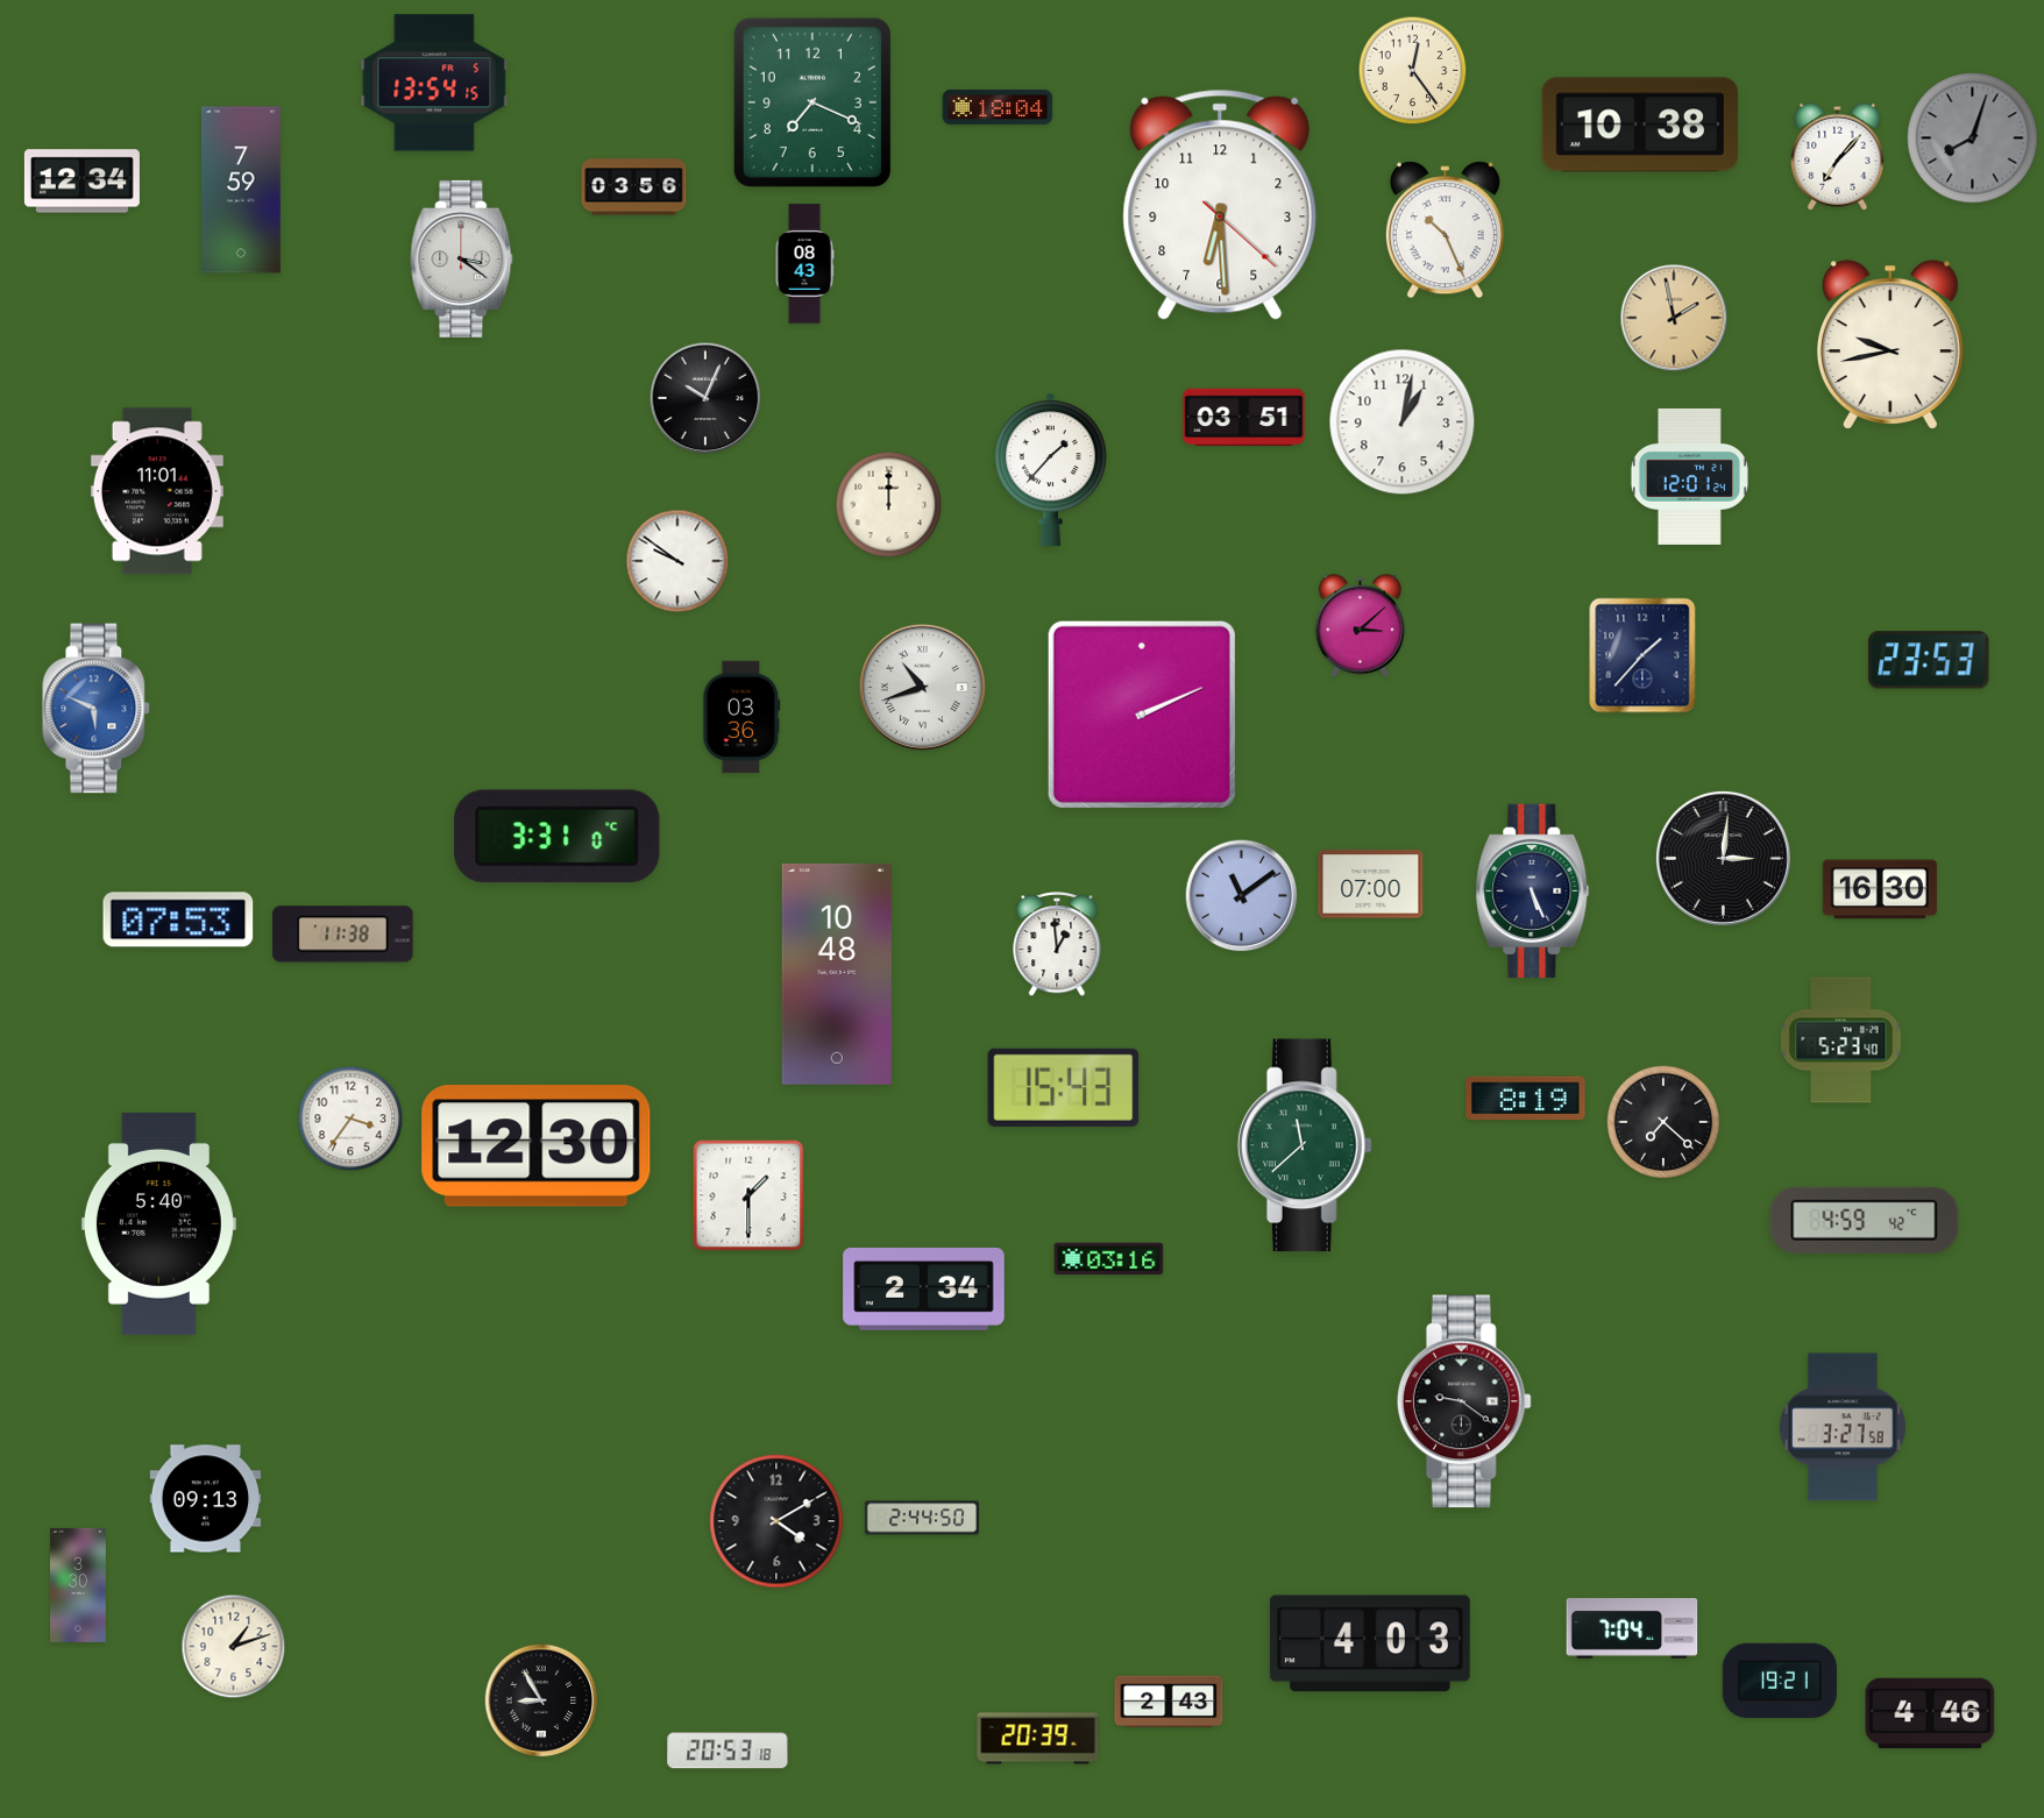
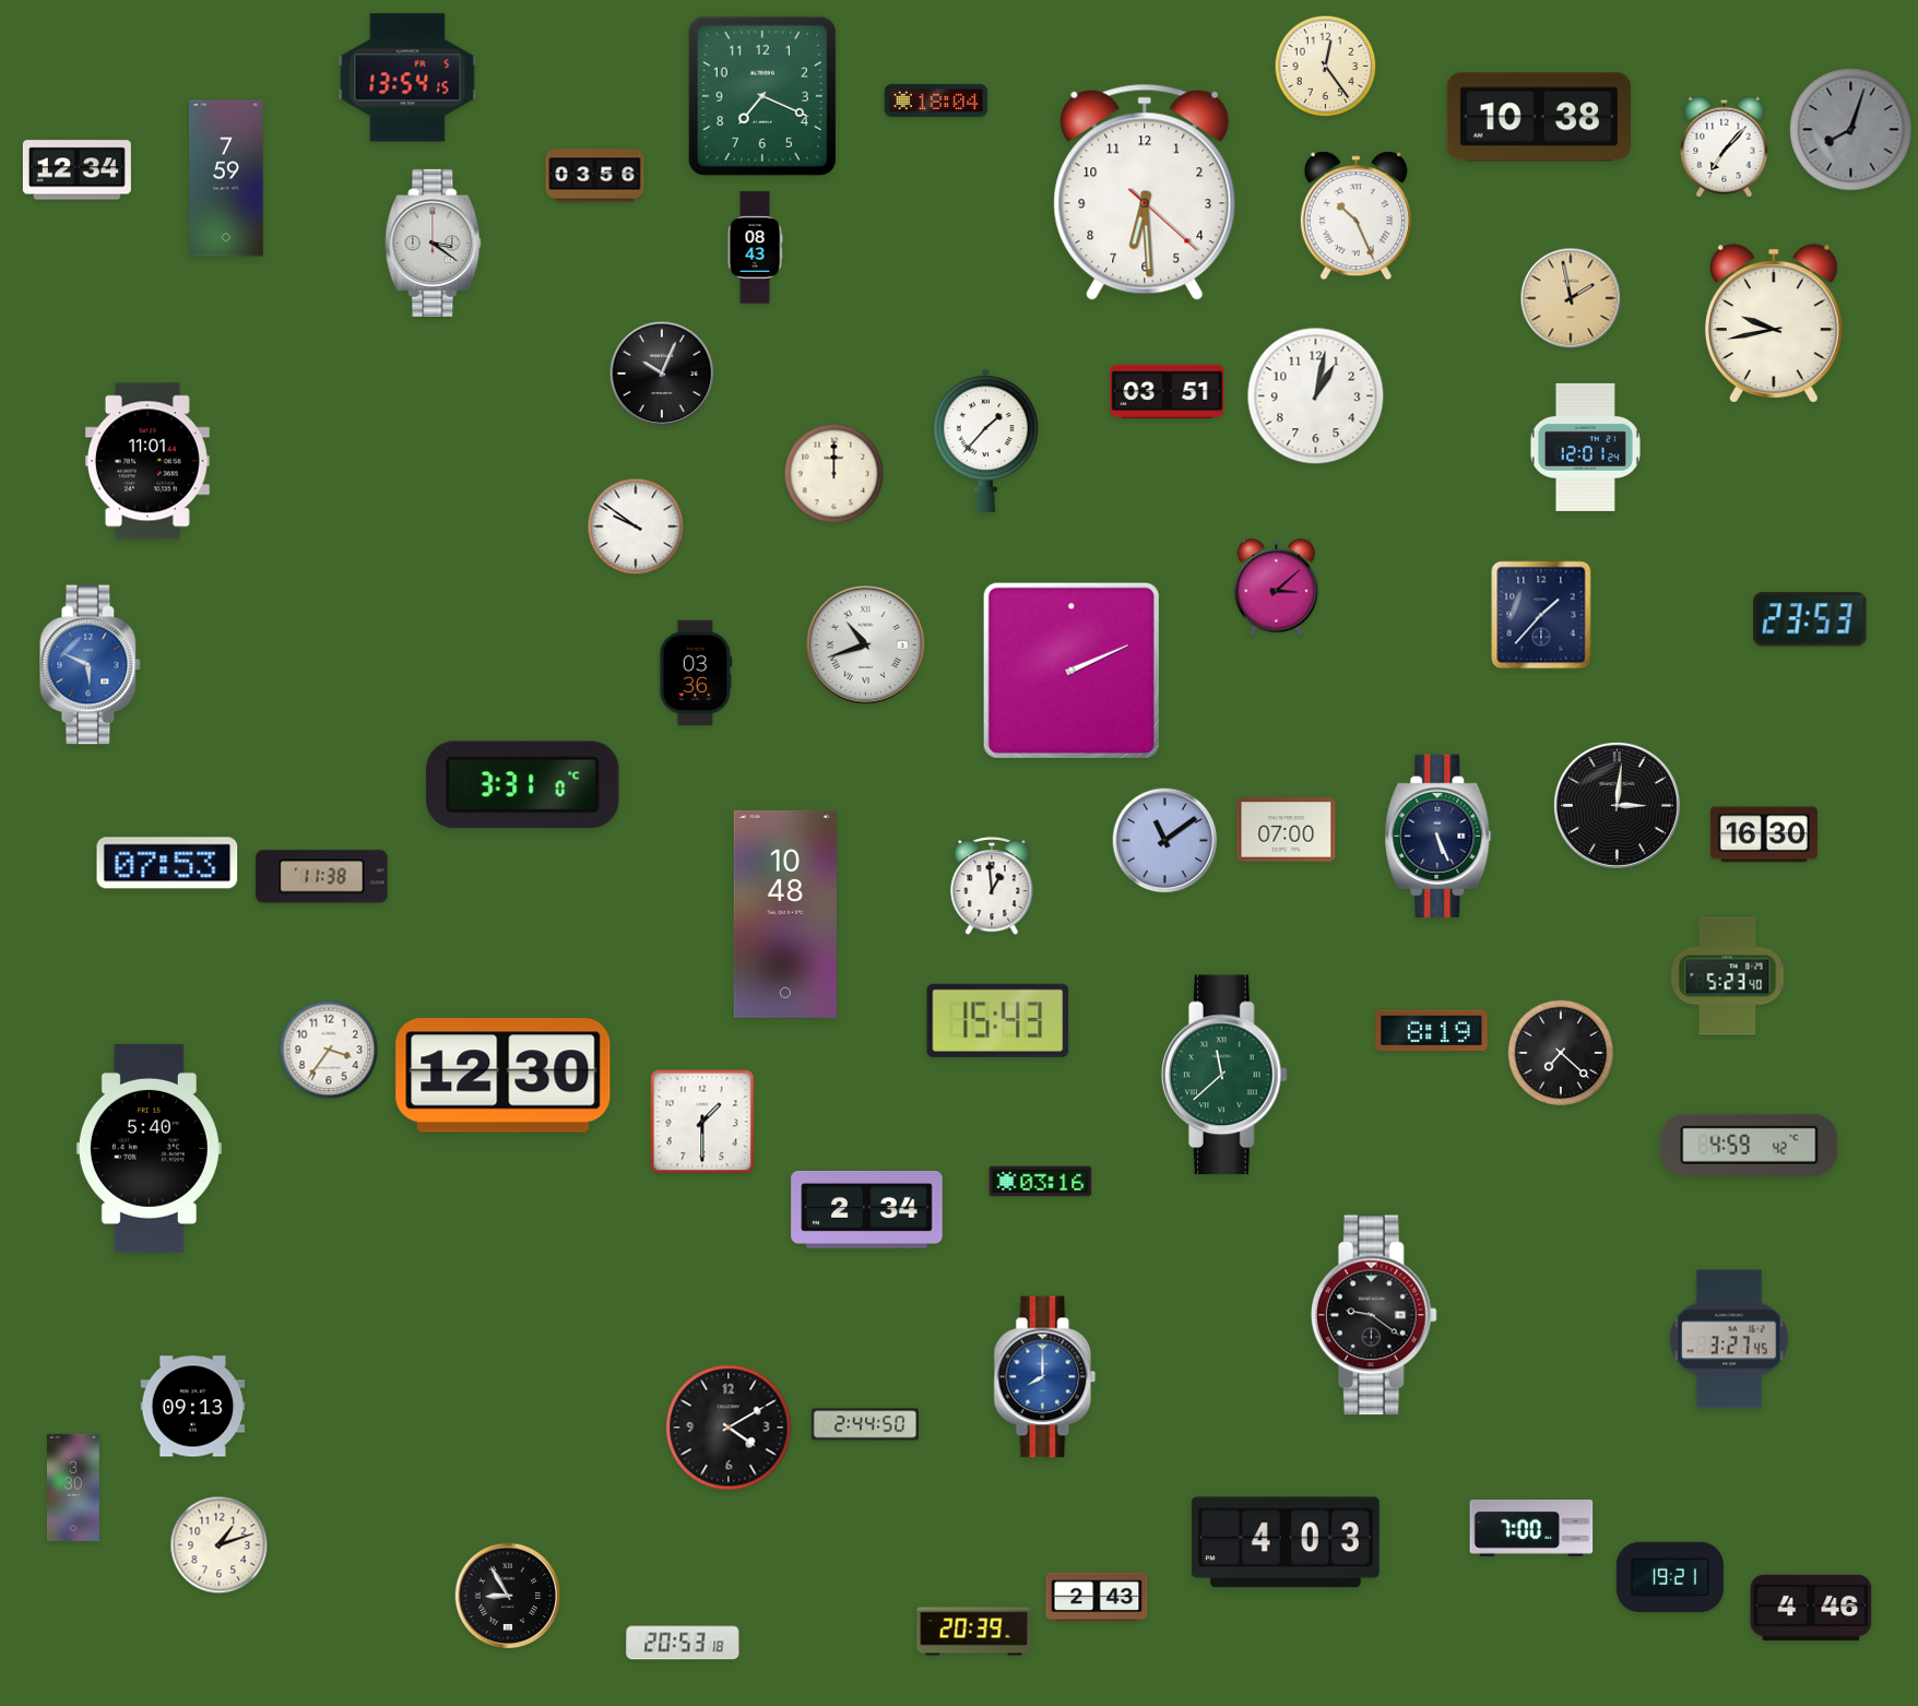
clock at (1843, 1427): 3:27:58 -> 3:27:45
clock at (1045, 1377): none -> 8:00
clock at (1632, 1629): 7:04 -> 7:00
